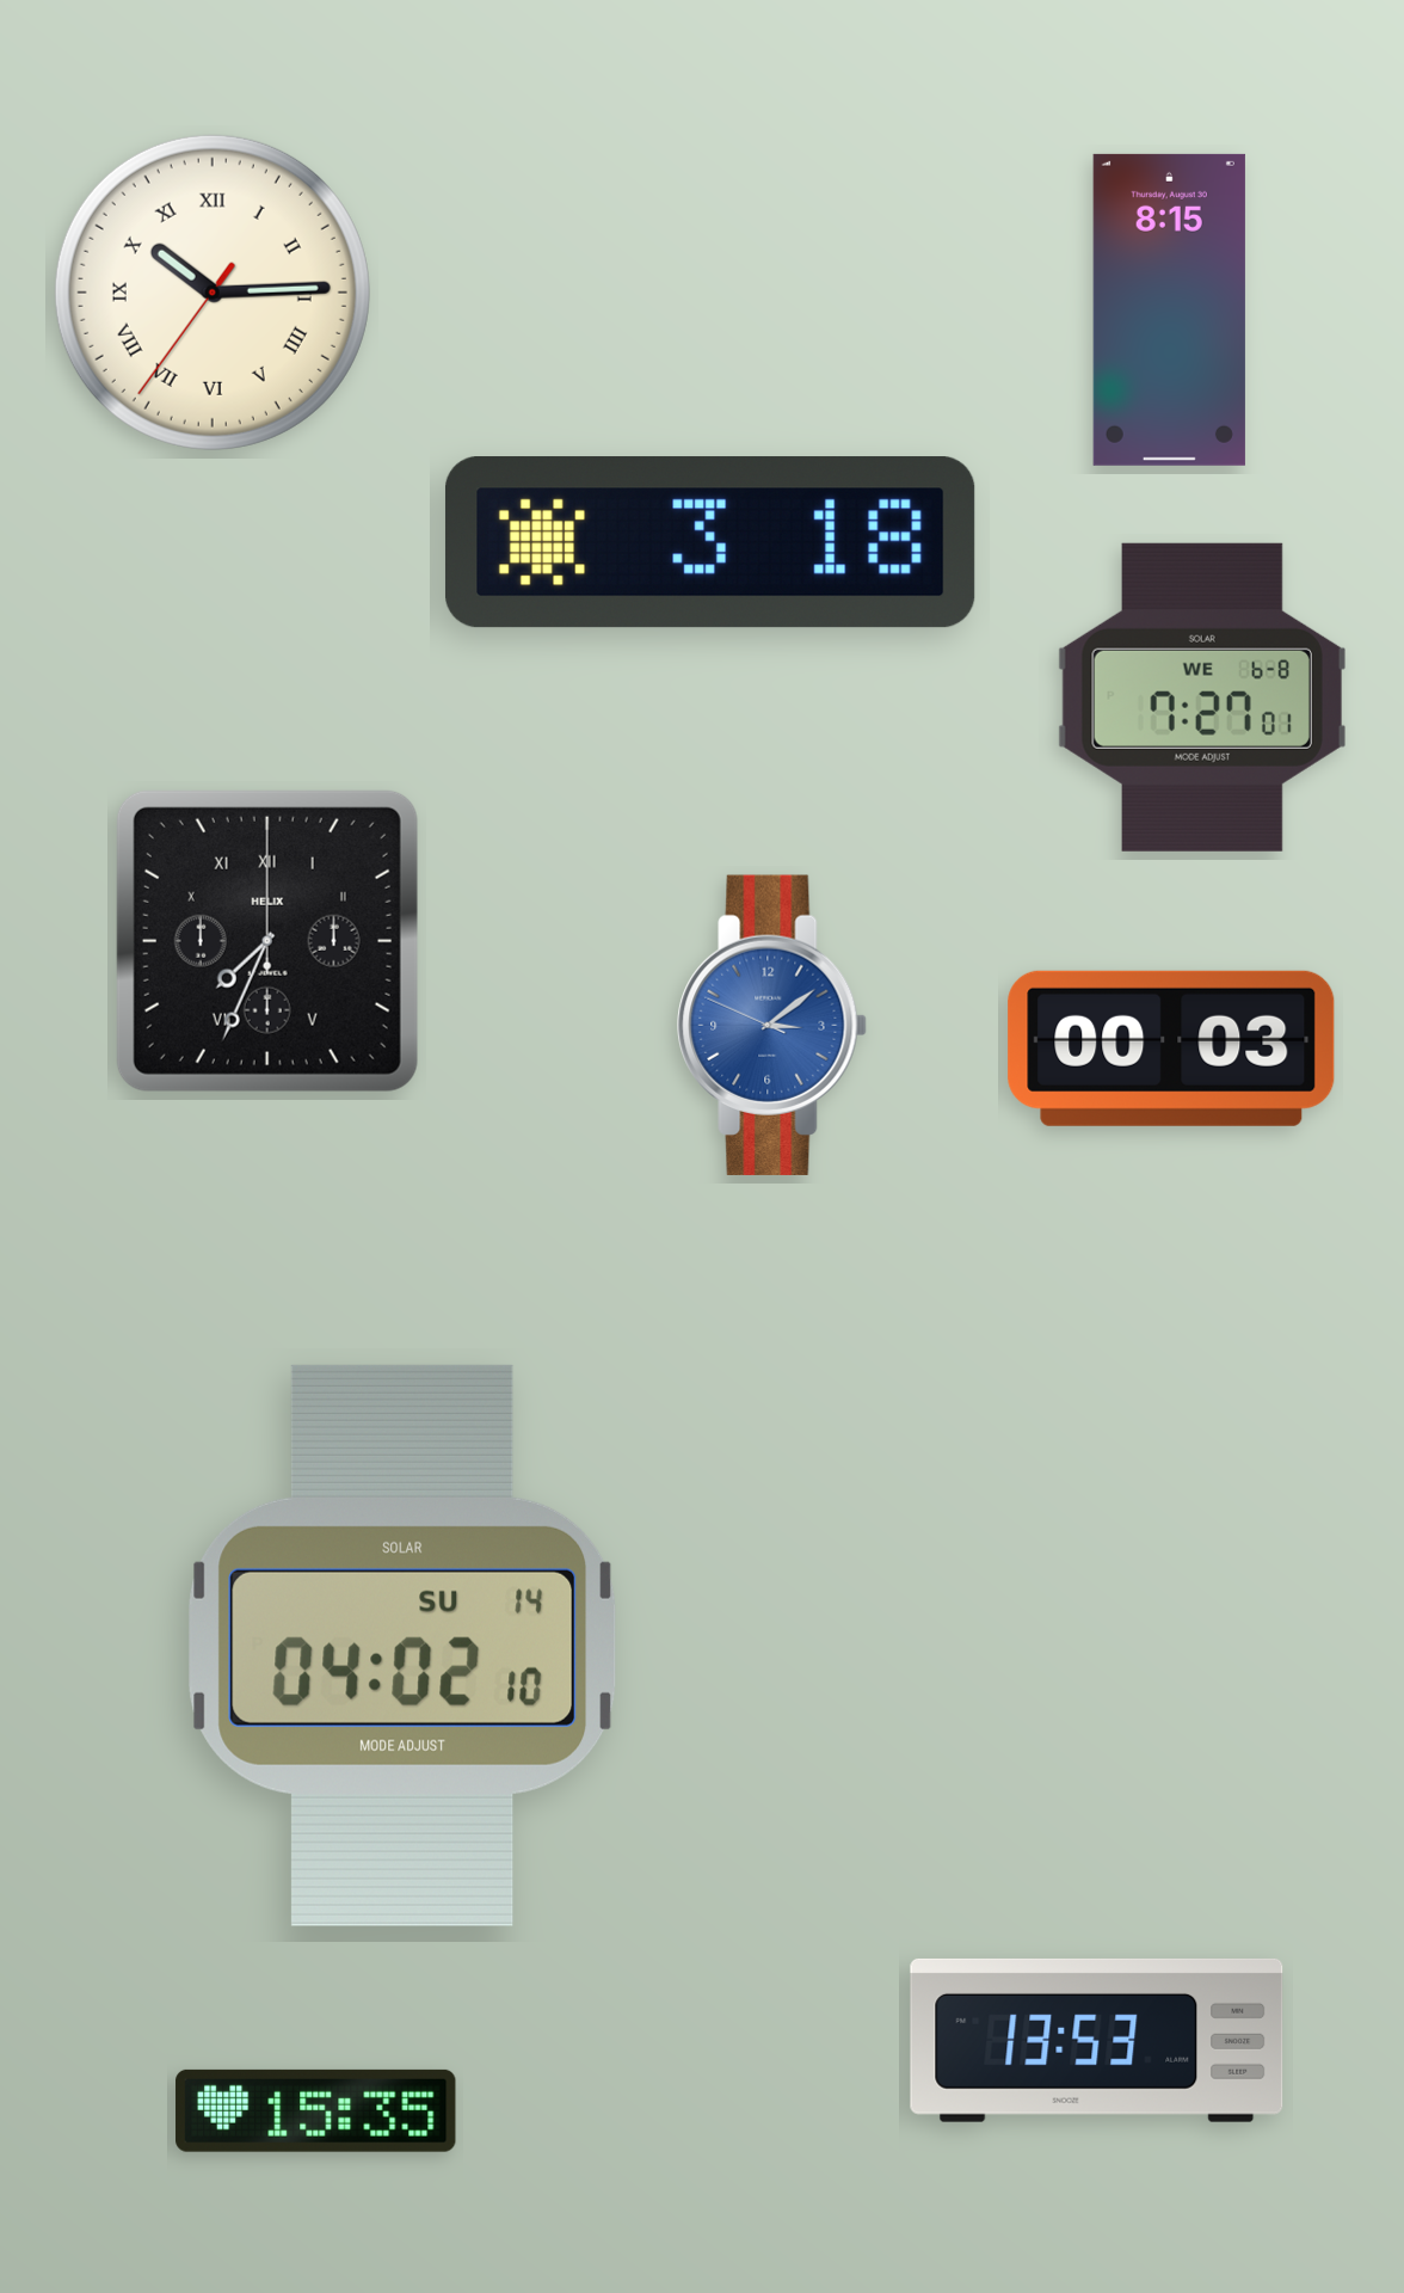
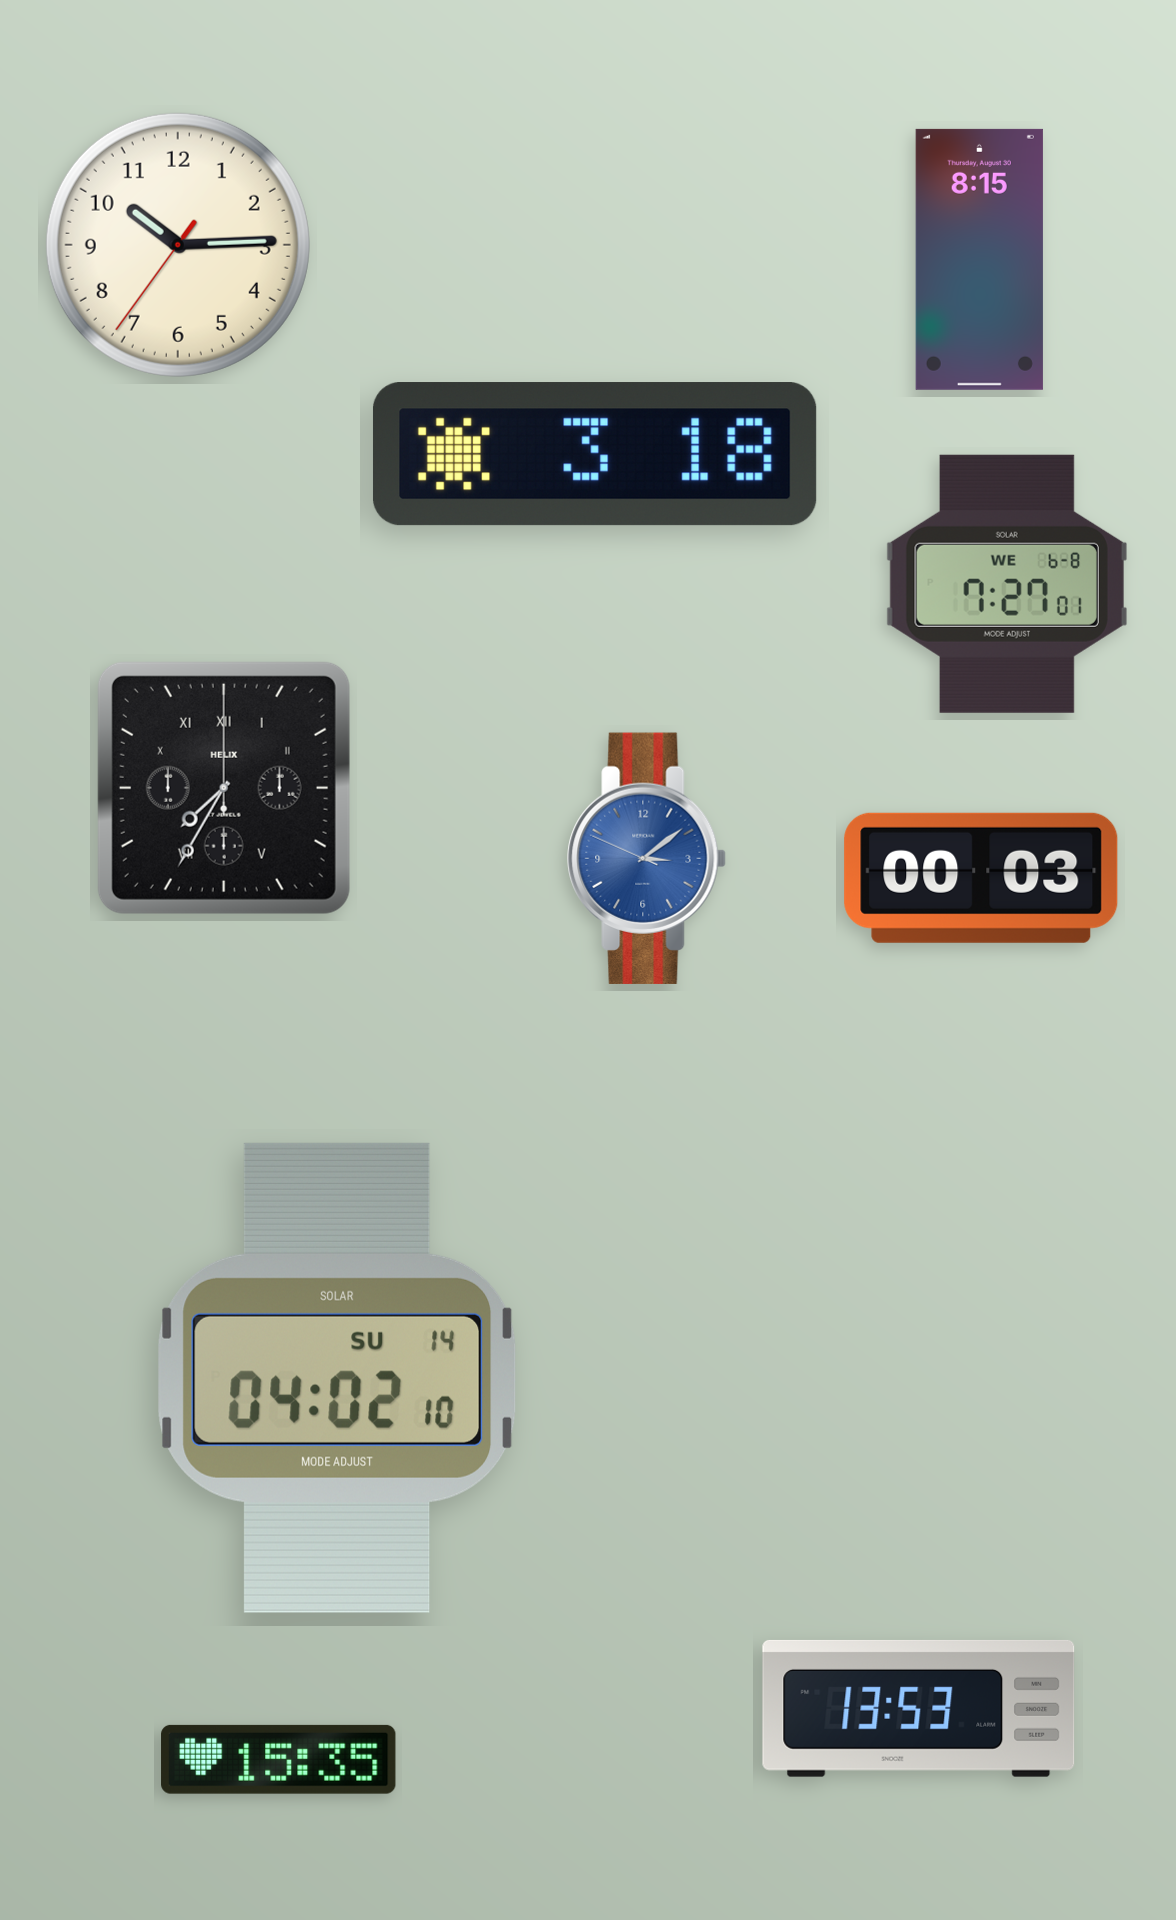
clock at (213, 293) numerals: Roman -> Arabic
clock at (267, 941): 7:34 -> 7:35
clock at (316, 2110) position: (316, 2110) -> (279, 1759)
